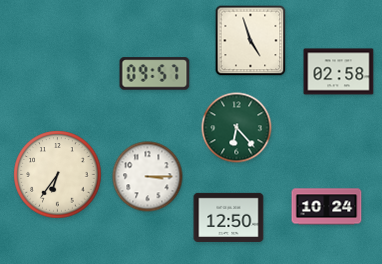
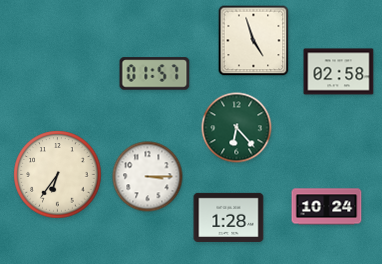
clock at (251, 41) position: (251, 41) -> (254, 41)
clock at (155, 74): 09:57 -> 01:57
clock at (229, 217): 12:50 -> 1:28
